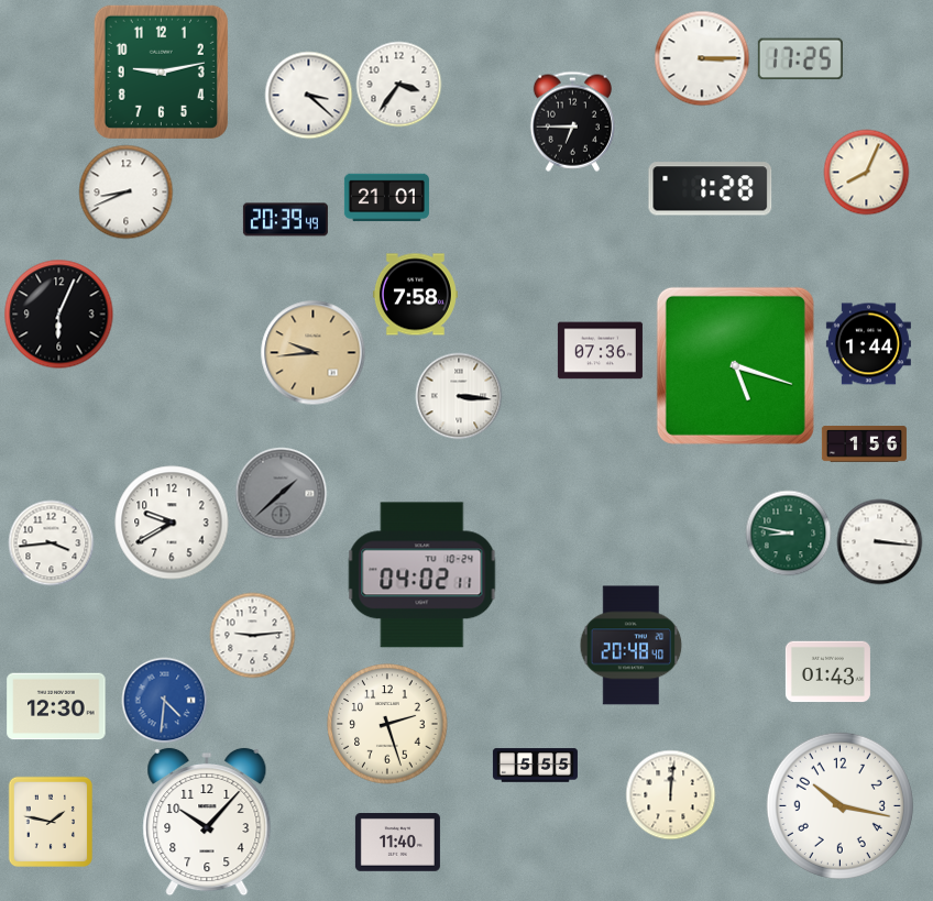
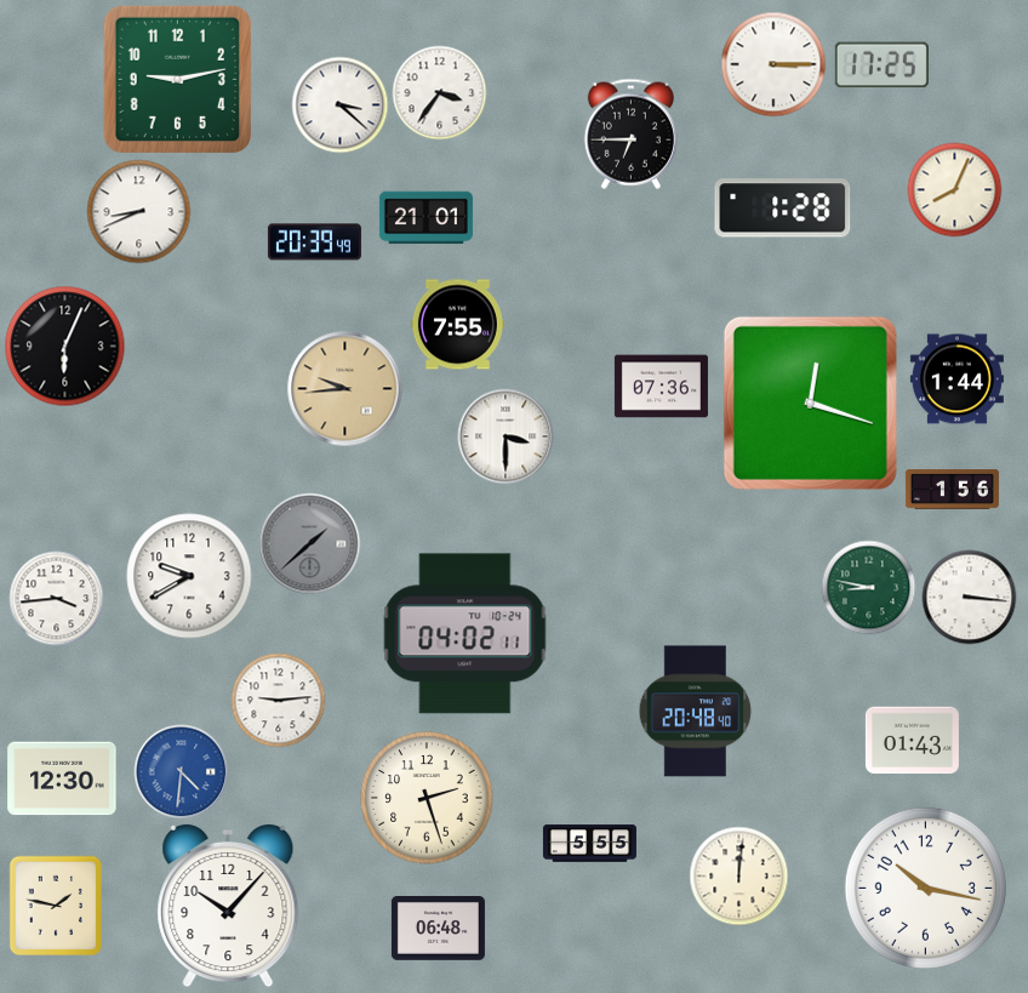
clock at (415, 295): 7:58 -> 7:55
clock at (735, 365): 5:18 -> 12:18
clock at (459, 396): 3:16 -> 3:30
clock at (397, 843): 11:40 -> 06:48
